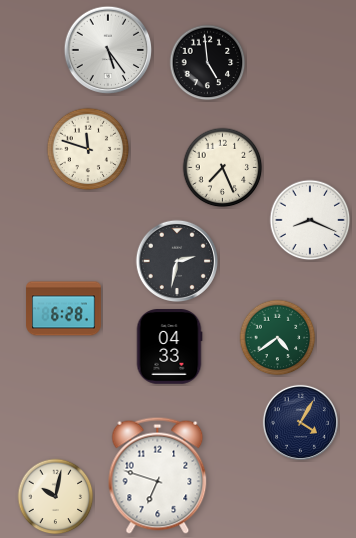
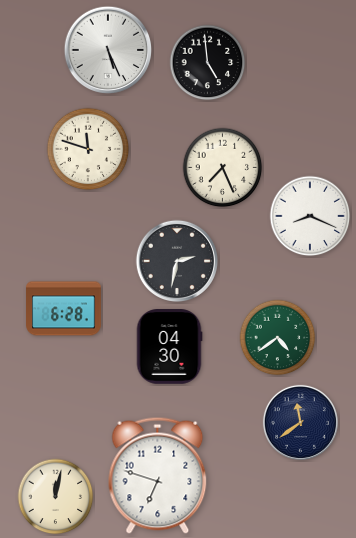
clock at (108, 50): 5:24 -> 5:26
clock at (310, 220) position: (310, 220) -> (310, 216)
clock at (169, 347): 04:33 -> 04:30
clock at (300, 422): 4:05 -> 11:39
clock at (56, 497): 10:02 -> 12:02
